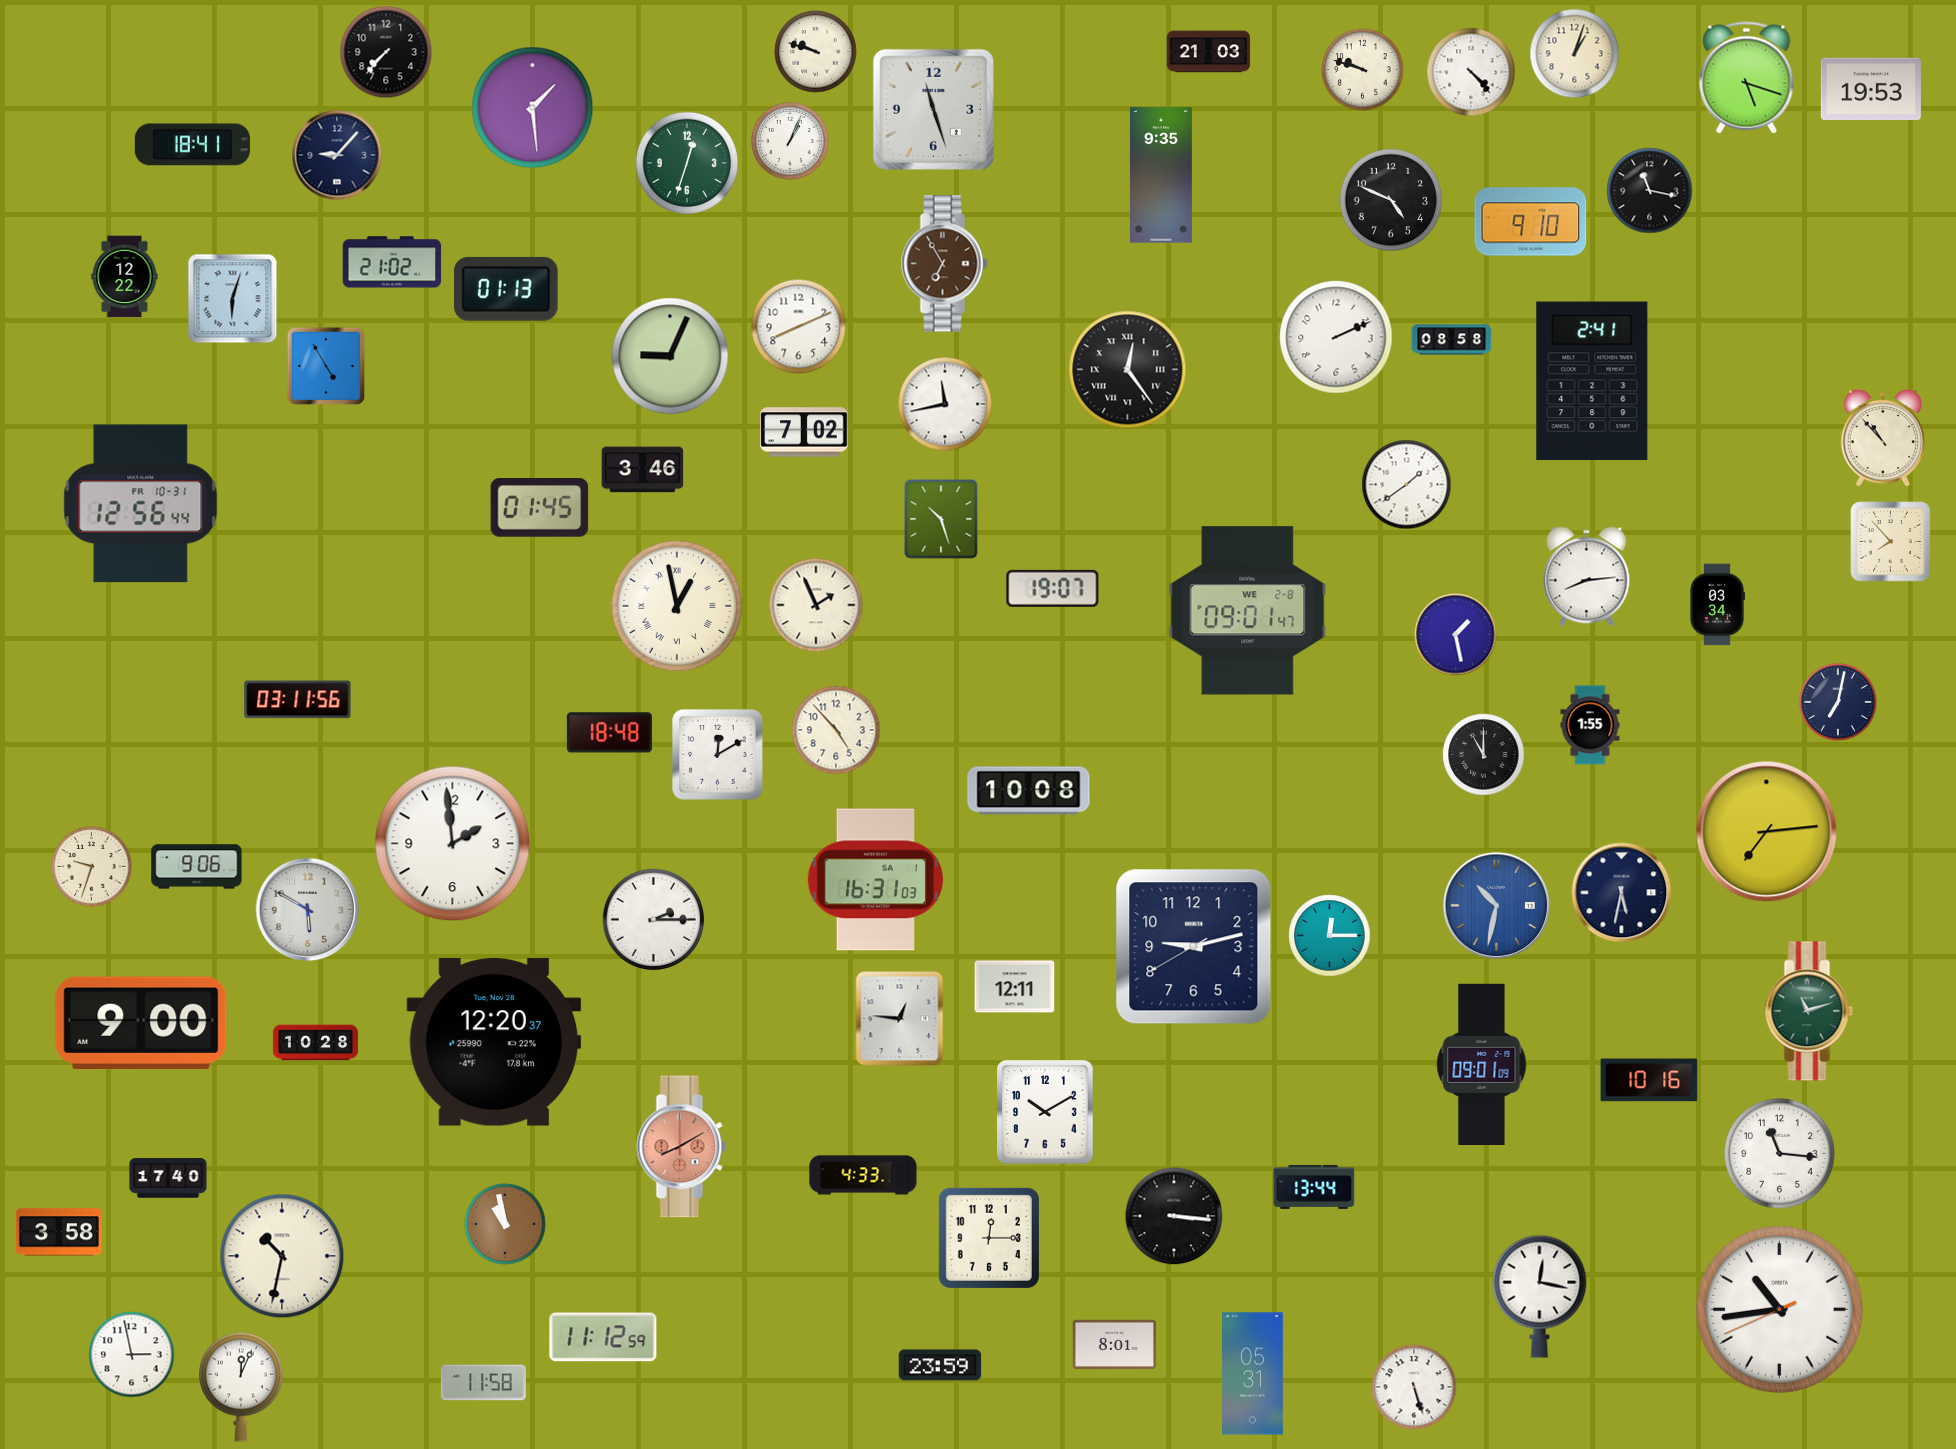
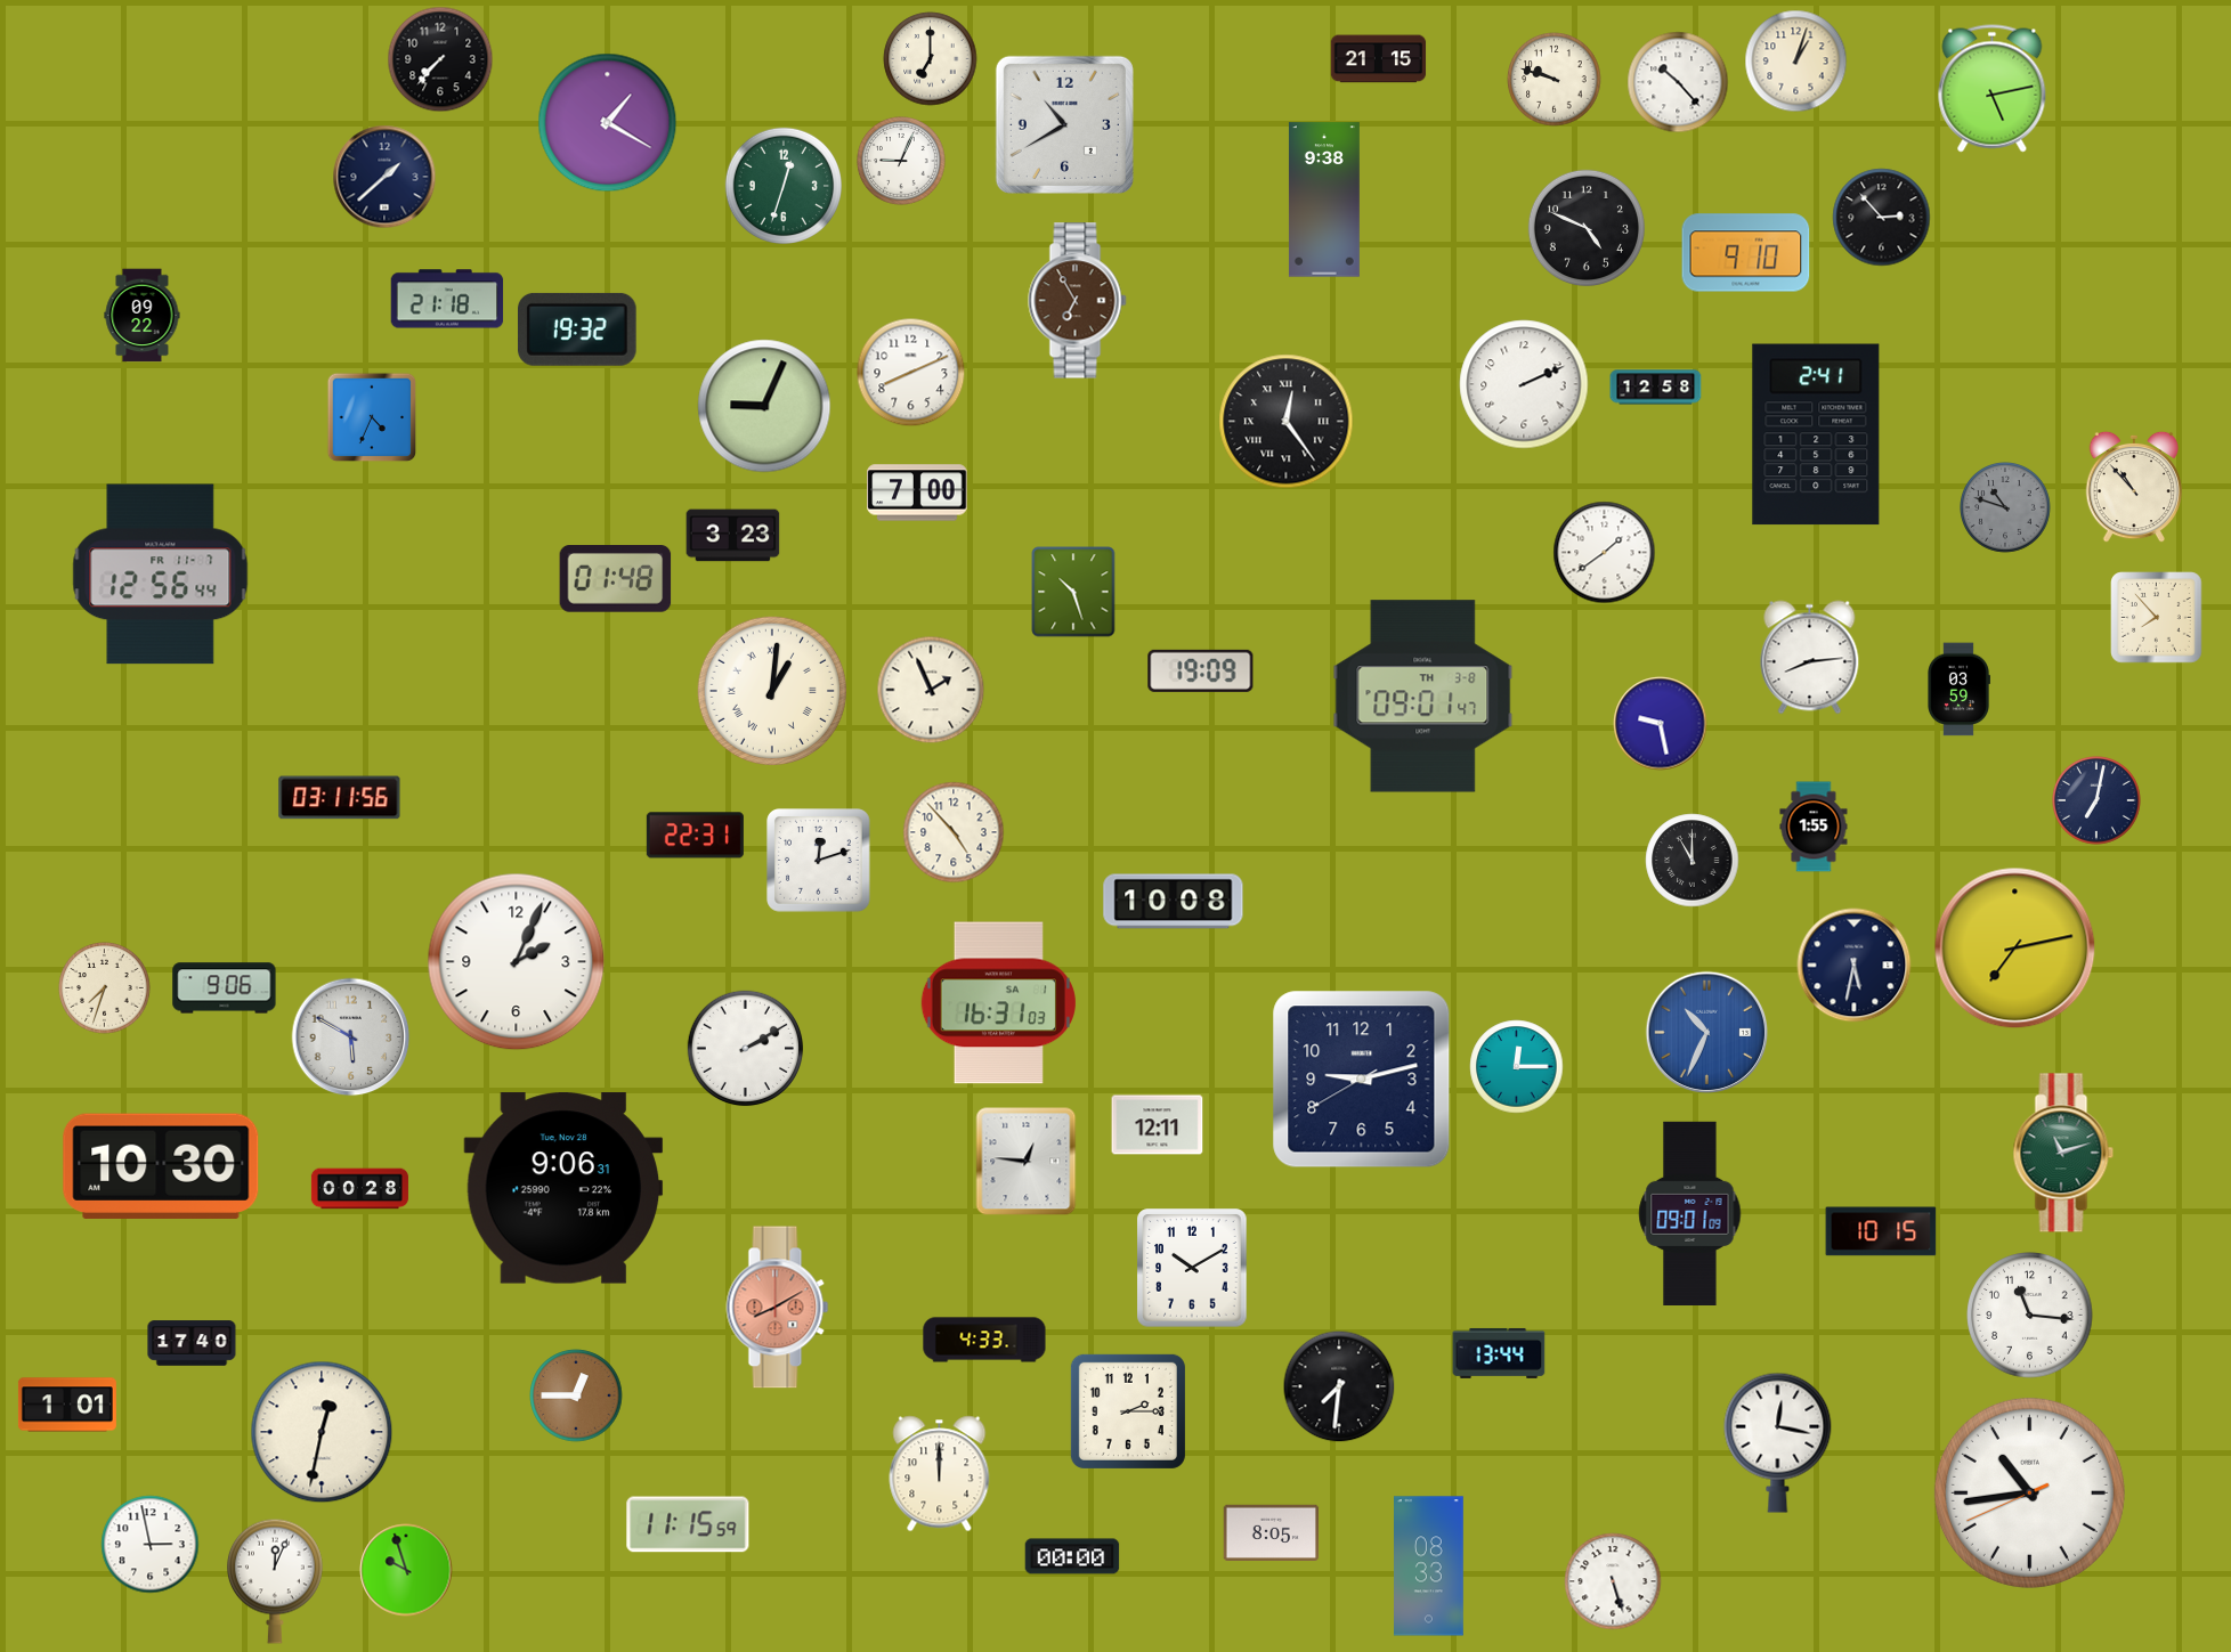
clock at (816, 52): 9:48 -> 7:00
clock at (1209, 52): 21:03 -> 21:15
clock at (1471, 72): 4:23 -> 10:23
clock at (1747, 78): 5:18 -> 5:13
clock at (1871, 88): 19:53 -> none
clock at (533, 108): 1:29 -> 1:20
clock at (933, 109): 11:27 -> 10:40
clock at (791, 142): 1:04 -> 9:04
clock at (192, 145): 18:41 -> none
clock at (337, 155): 9:07 -> 1:38
clock at (1161, 175): 9:35 -> 9:38
clock at (1650, 191): 11:17 -> 2:53
clock at (392, 262): 21:02 -> 21:18
clock at (125, 277): 12:22 -> 09:22
clock at (507, 289): 01:13 -> 19:32
clock at (233, 299): 6:03 -> none
clock at (1452, 340): 08:58 -> 12:58
clock at (326, 366): 4:55 -> 4:34
clock at (945, 404): 11:43 -> none
clock at (804, 432): 7:02 -> 7:00
clock at (1883, 438) position: (1883, 438) -> (2134, 487)
clock at (2005, 507): none -> 10:48
clock at (643, 470): 3:46 -> 3:23
clock at (141, 504) date: FR 10-31 -> FR 11-7
clock at (540, 508): 01:45 -> 01:48
clock at (1053, 588): 19:07 -> 19:09
clock at (676, 605): 12:58 -> 1:01
clock at (1718, 605): 03:34 -> 03:59
clock at (1248, 611) date: WE 2-8 -> TH 3-8
clock at (1456, 635): 1:28 -> 9:28
clock at (609, 733): 18:48 -> 22:31
clock at (718, 755): 12:10 -> 12:12
clock at (1767, 832): 7:14 -> 7:13
clock at (453, 844): 1:59 -> 2:04
clock at (92, 867): 9:33 -> 7:33
clock at (1622, 893) position: (1622, 893) -> (1855, 966)
clock at (1497, 906): 10:32 -> 10:34
clock at (654, 920): 2:15 -> 2:10
clock at (141, 1023): 9:00 -> 10:30
clock at (494, 1042): 12:20 -> 9:06
clock at (315, 1043): 10:28 -> 00:28
clock at (1649, 1080): 10:16 -> 10:15
clock at (1174, 1216): 3:16 -> 7:31
clock at (505, 1224): 10:58 -> 12:45
clock at (59, 1232): 3:58 -> 1:01
clock at (989, 1238): 12:15 -> 2:15
clock at (282, 1256): 10:32 -> 12:32
clock at (940, 1474): none -> 12:00
clock at (1540, 1296) position: (1540, 1296) -> (1778, 1442)
clock at (603, 1337): 11:12 -> 11:15
clock at (1115, 1345): 8:01 -> 8:05
clock at (940, 1365): 23:59 -> 00:00
clock at (1253, 1374): 05:31 -> 08:33
clock at (406, 1570): none -> 9:57
clock at (483, 1383): 11:58 -> none
